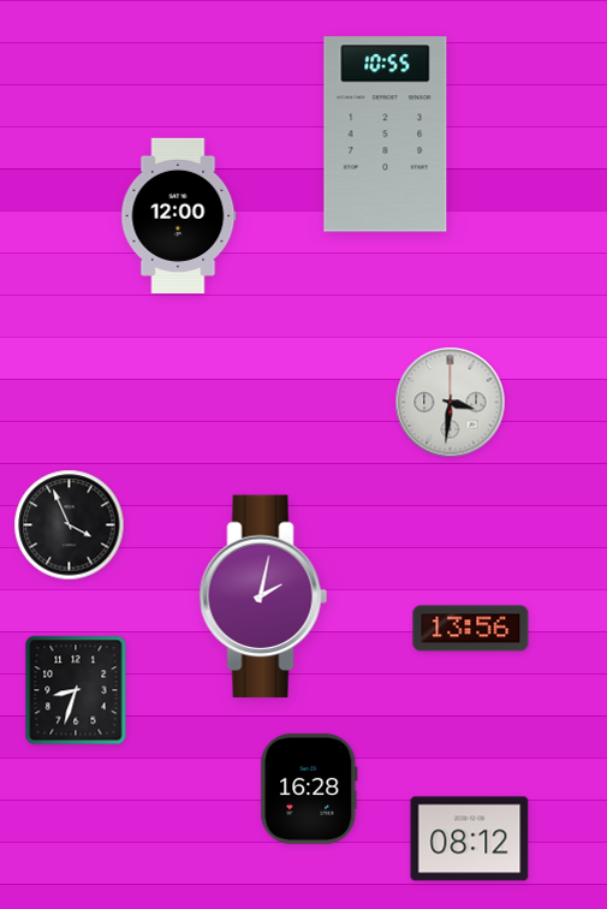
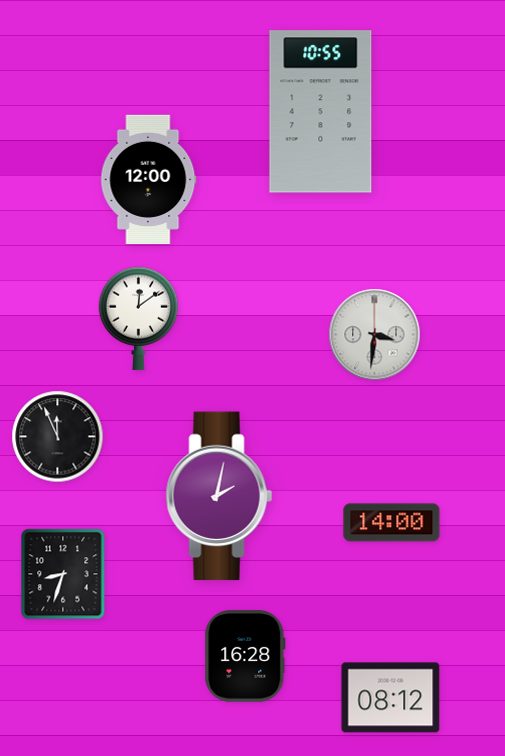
clock at (139, 318): none -> 12:09
clock at (70, 525): 3:56 -> 11:56
clock at (471, 629): 13:56 -> 14:00
clock at (309, 789) position: (309, 789) -> (245, 656)
